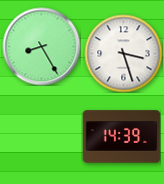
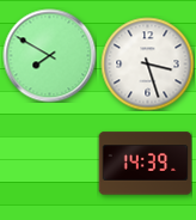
clock at (41, 46): 8:25 -> 7:50
